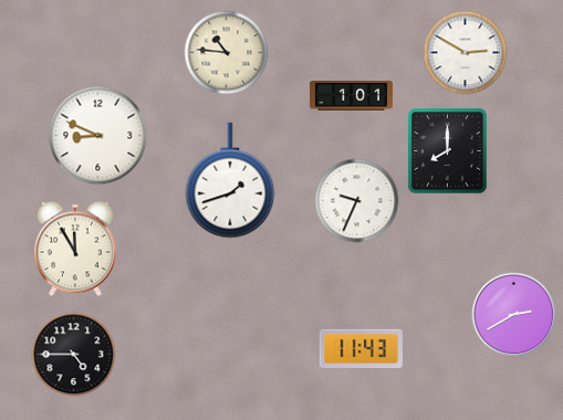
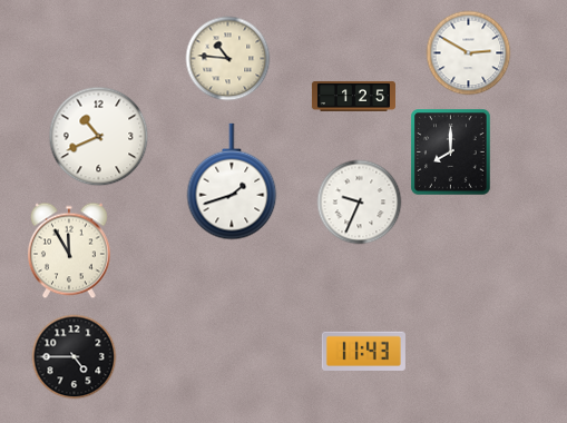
clock at (227, 53) position: (227, 53) -> (228, 59)
clock at (351, 95): 1:01 -> 1:25
clock at (98, 136): 8:49 -> 10:41
clock at (75, 249) position: (75, 249) -> (69, 250)
clock at (514, 315): 2:40 -> none
